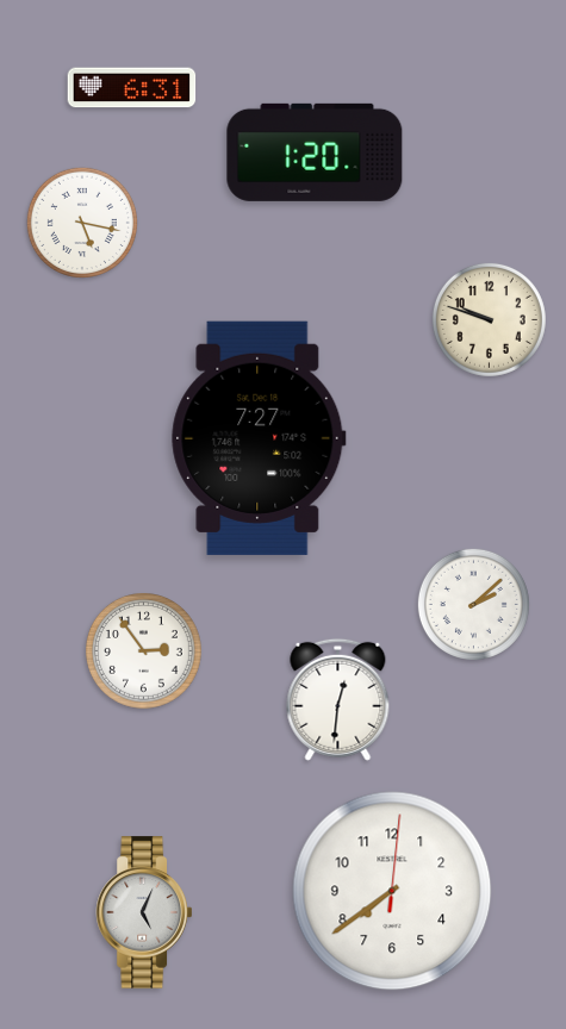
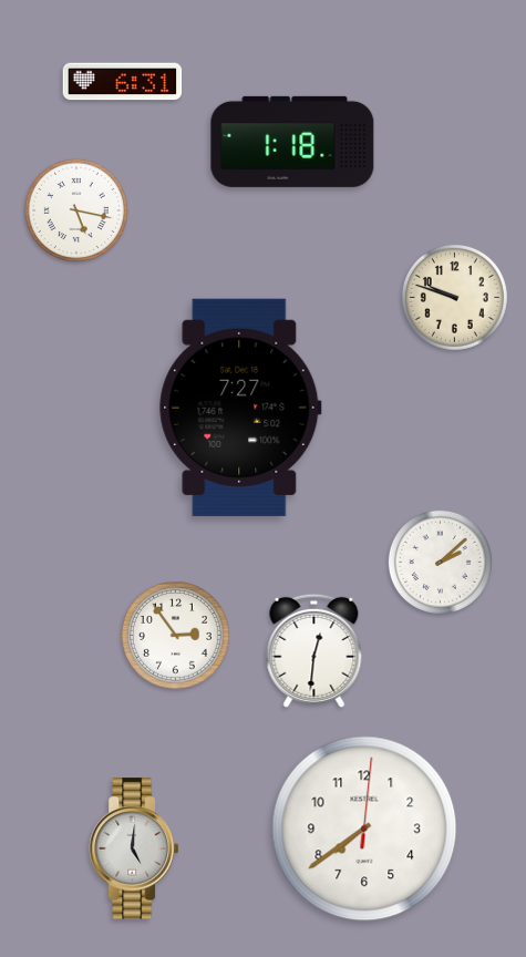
clock at (315, 152): 1:20 -> 1:18
clock at (82, 223) position: (82, 223) -> (76, 210)
clock at (144, 651) position: (144, 651) -> (176, 636)
clock at (143, 912): 5:04 -> 5:01
